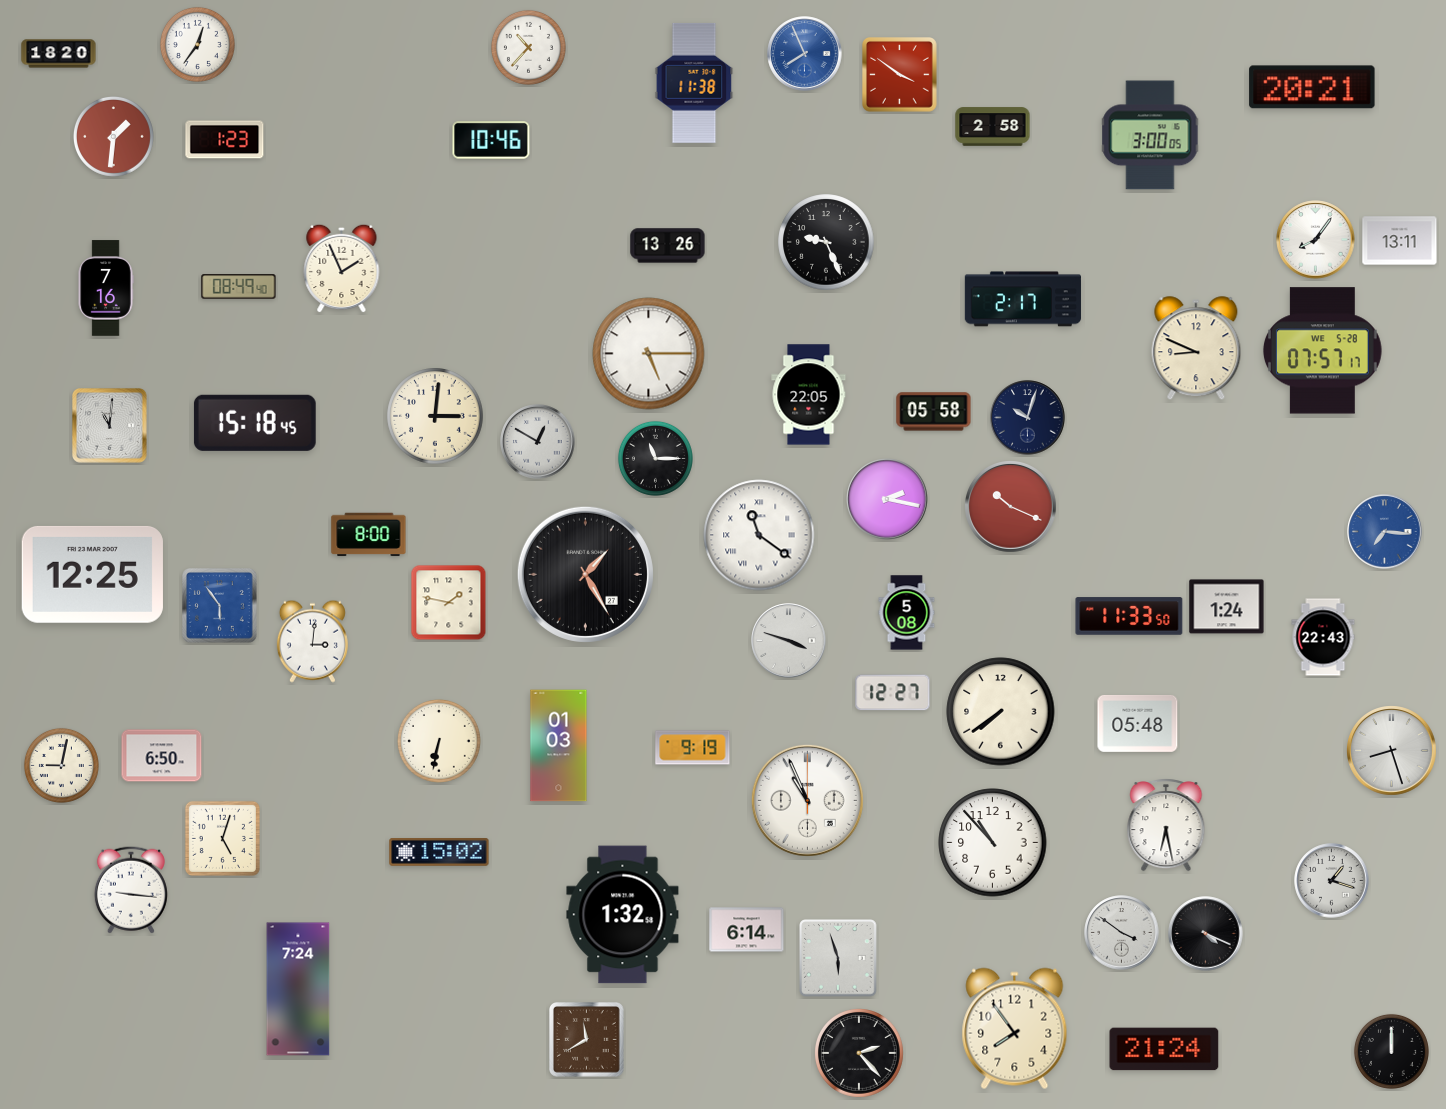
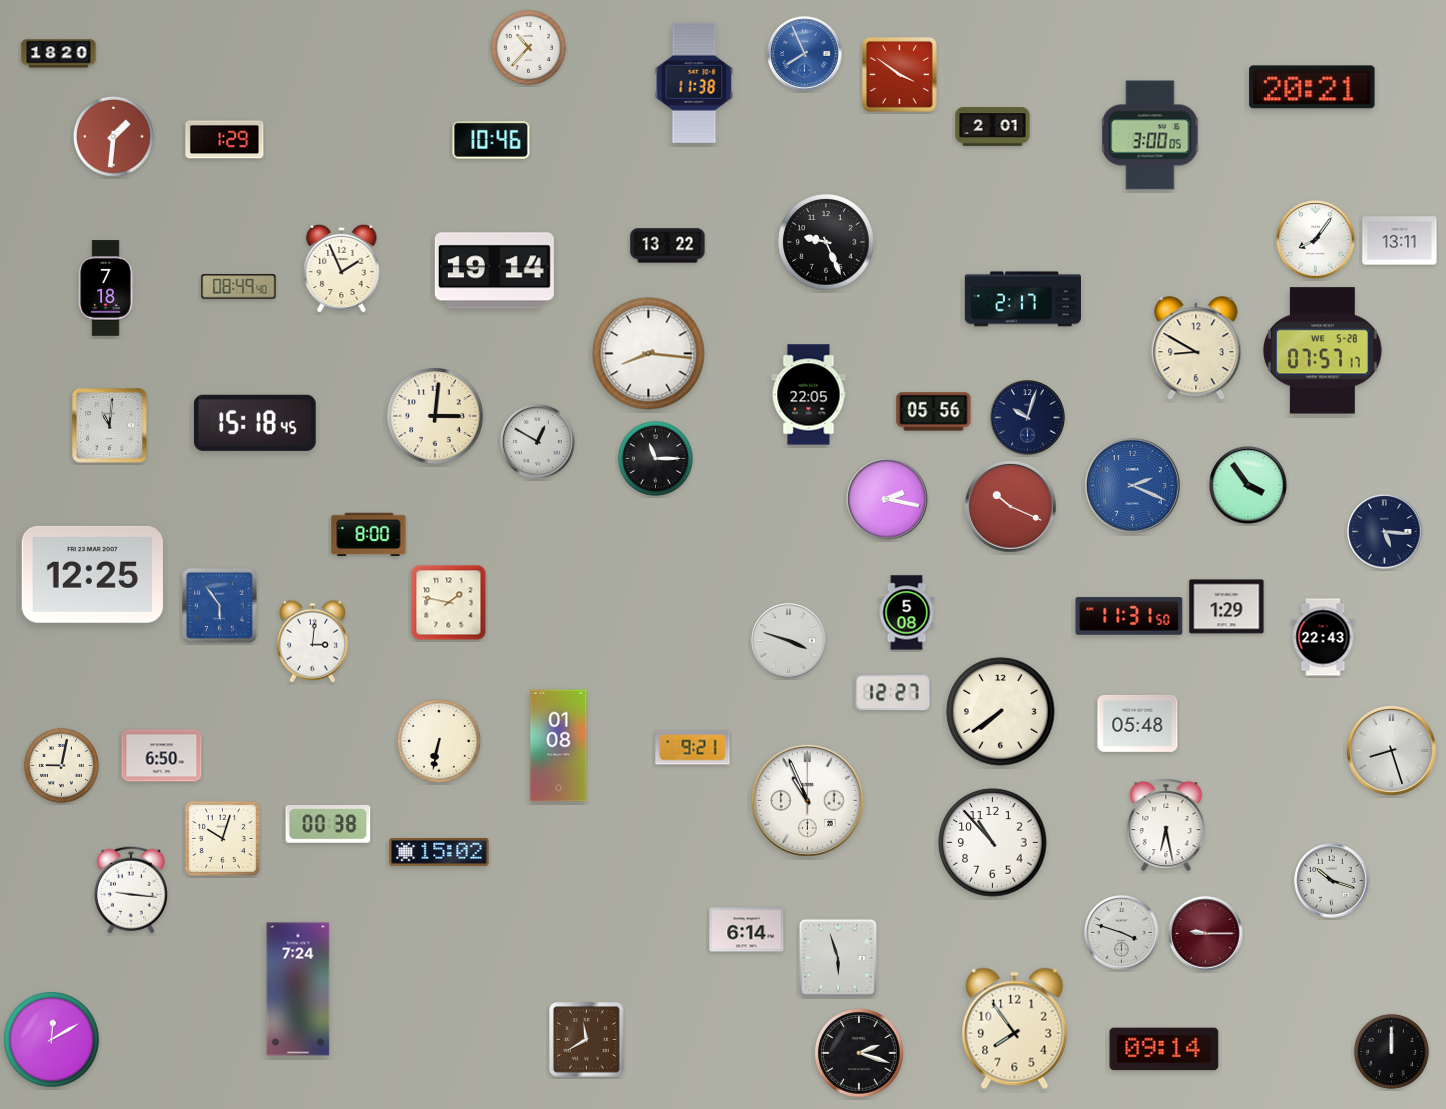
clock at (197, 44): 12:36 -> none
clock at (993, 127): 2:58 -> 2:01
clock at (225, 140): 1:23 -> 1:29
clock at (668, 246): 13:26 -> 13:22
clock at (494, 271): none -> 19:14
clock at (106, 288): 7:16 -> 7:18
clock at (1196, 349): 8:49 -> 8:50
clock at (649, 354): 5:15 -> 8:16
clock at (934, 412): 05:58 -> 05:56
clock at (1248, 485): none -> 3:54
clock at (1133, 486): none -> 2:19
clock at (1385, 532): 7:16 -> 5:16
clock at (1385, 532) dial: blue -> navy
clock at (759, 535): 11:21 -> none
clock at (585, 574): 1:25 -> none
clock at (1227, 607): 1:24 -> 1:29
clock at (1129, 616): 11:33 -> 11:31
clock at (559, 746): 01:03 -> 01:08
clock at (693, 748): 9:19 -> 9:21
clock at (328, 824): none -> 00:38
clock at (222, 838): 5:03 -> 10:03
clock at (1332, 881): 1:18 -> 10:18
clock at (623, 915): 1:32 -> none
clock at (1122, 933): 3:51 -> 3:48
clock at (1206, 934): 4:19 -> 9:15
clock at (1206, 934) dial: black -> burgundy
clock at (52, 1040): none -> 12:10
clock at (1164, 1049): 21:24 -> 09:14
clock at (859, 1053): 2:23 -> 2:18
